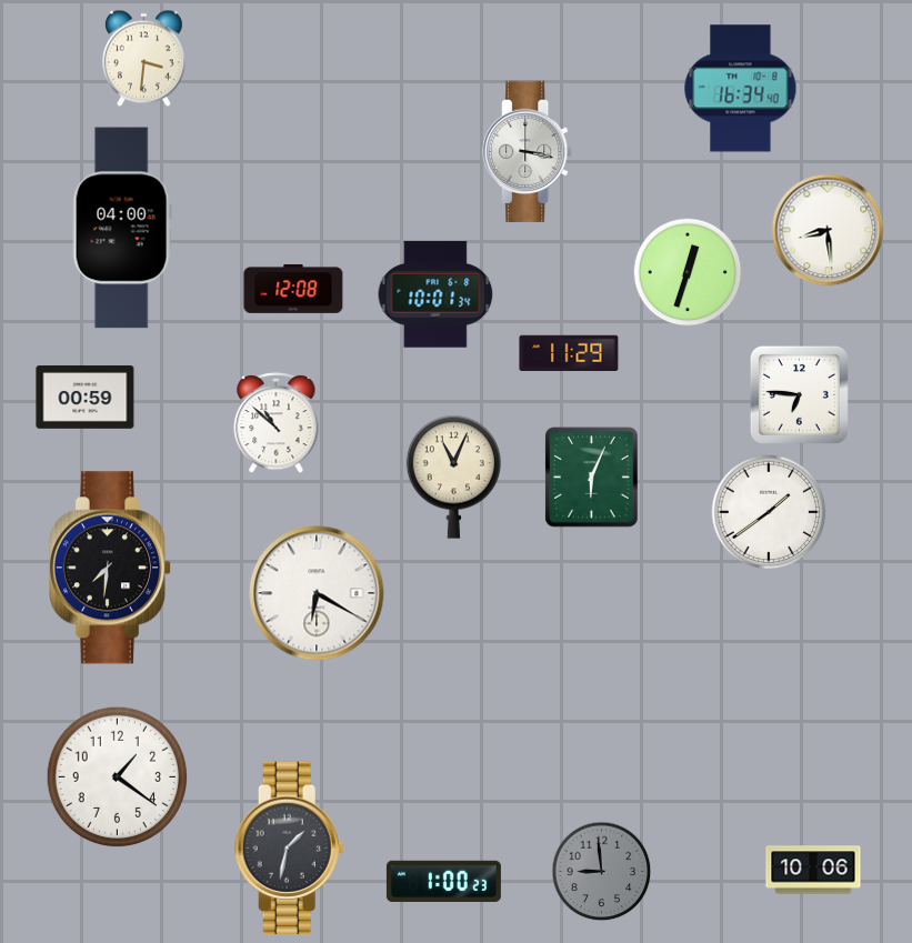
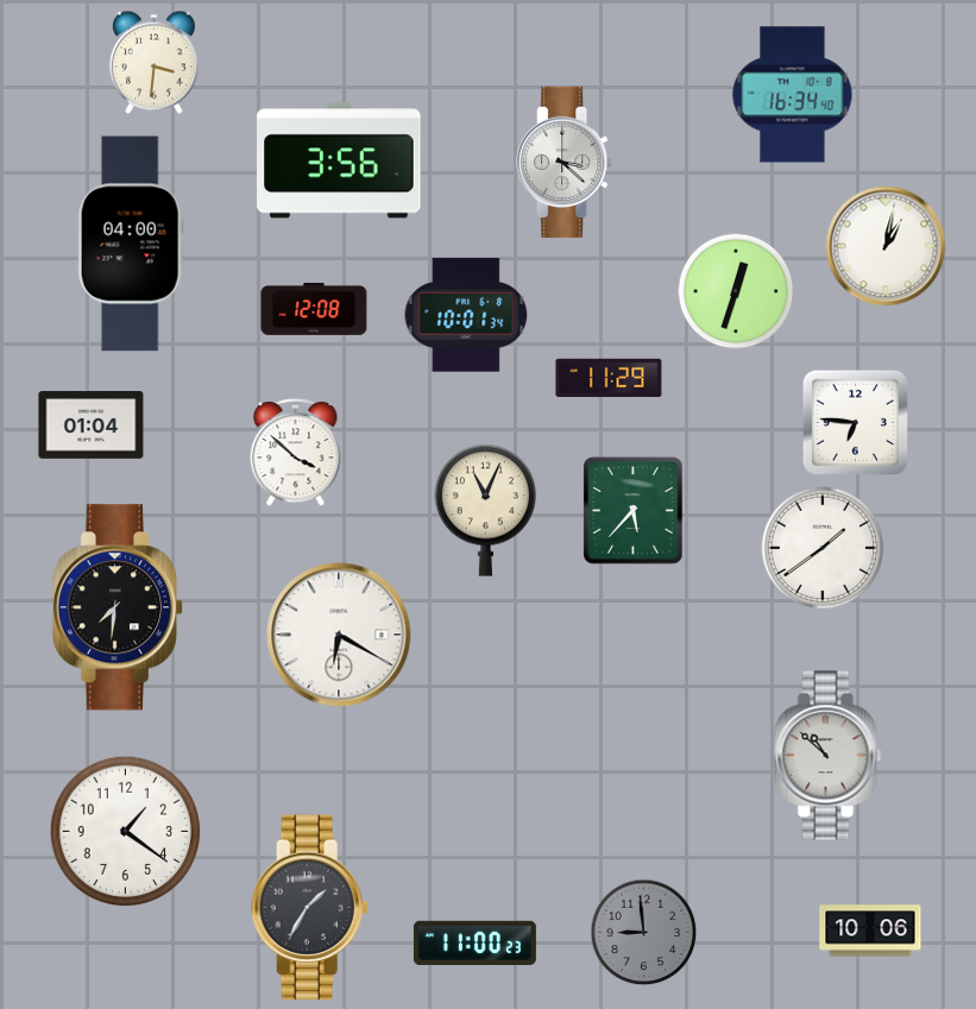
clock at (339, 160): none -> 3:56
clock at (528, 152): 3:17 -> 3:22
clock at (828, 230): 8:29 -> 1:02
clock at (86, 398): 00:59 -> 01:04
clock at (277, 422): 10:52 -> 3:52
clock at (592, 478): 6:04 -> 5:37
clock at (829, 756): none -> 10:52
clock at (289, 849): 1:32 -> 1:35
clock at (443, 881): 1:00 -> 11:00
